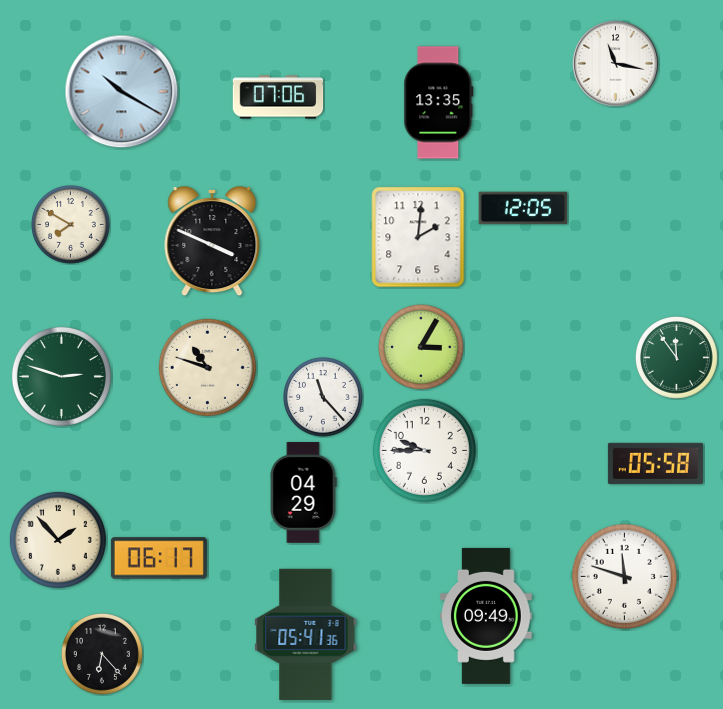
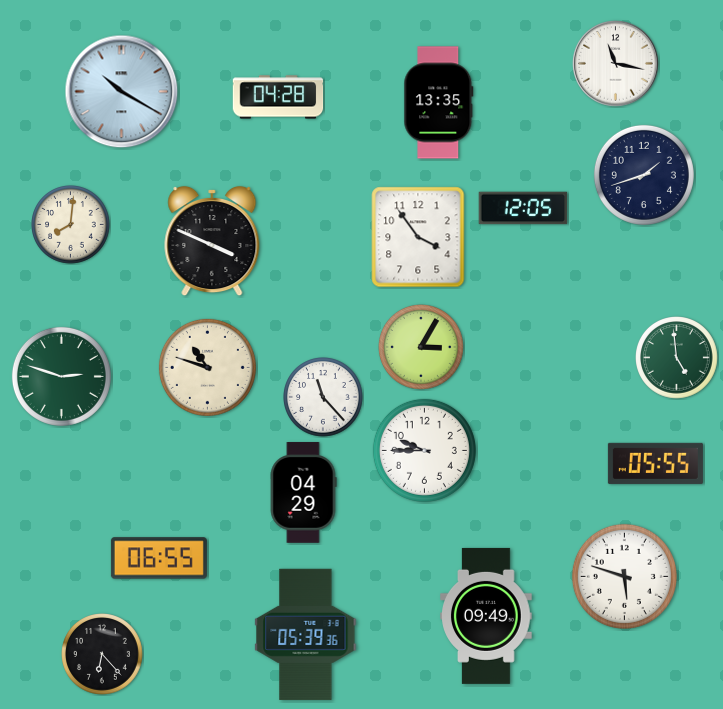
clock at (278, 97): 07:06 -> 04:28
clock at (644, 175): none -> 1:42
clock at (71, 225): 7:50 -> 8:01
clock at (418, 237): 2:01 -> 3:54
clock at (677, 358): 11:54 -> 4:59
clock at (655, 463): 05:58 -> 05:55
clock at (58, 540): 1:53 -> none
clock at (159, 558): 06:17 -> 06:55
clock at (624, 576): 11:48 -> 5:48
clock at (306, 634): 05:41 -> 05:39
